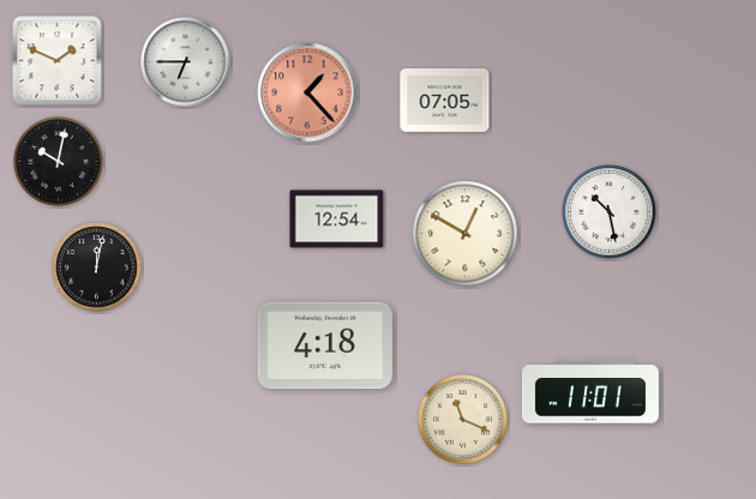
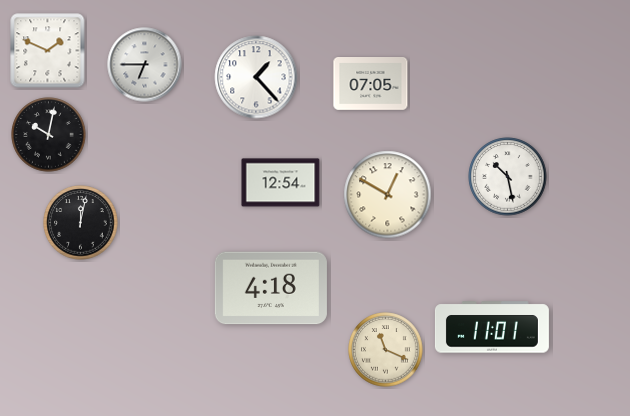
clock at (186, 62) position: (186, 62) -> (145, 65)
clock at (307, 92) dial: salmon -> white
